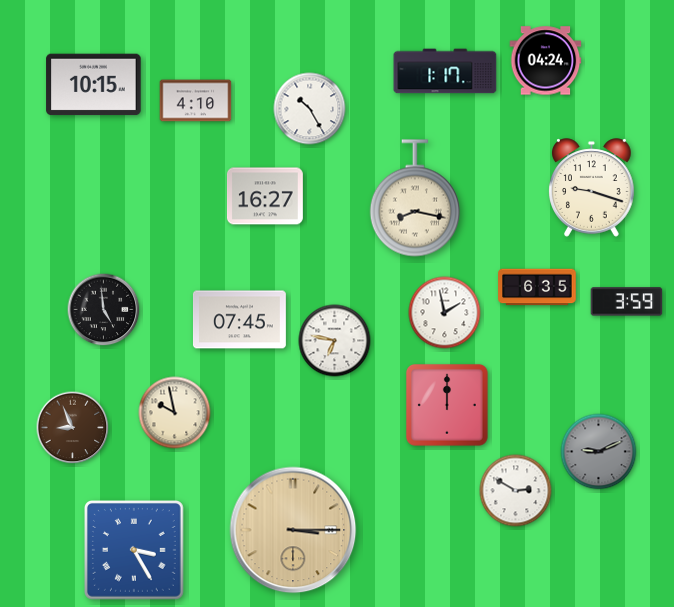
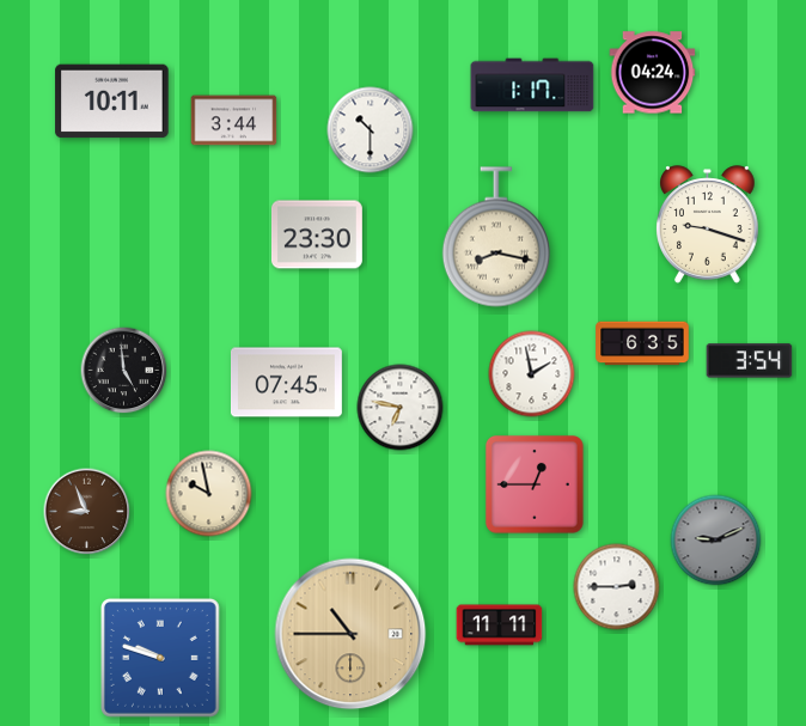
clock at (94, 85): 10:15 -> 10:11
clock at (196, 101): 4:10 -> 3:44
clock at (310, 109): 10:25 -> 10:30
clock at (265, 196): 16:27 -> 23:30
clock at (627, 302): 3:59 -> 3:54
clock at (447, 405): 12:00 -> 12:45
clock at (516, 491): 2:50 -> 2:45
clock at (500, 626): none -> 11:11
clock at (293, 530): 3:15 -> 10:45
clock at (135, 551): 3:25 -> 9:48
